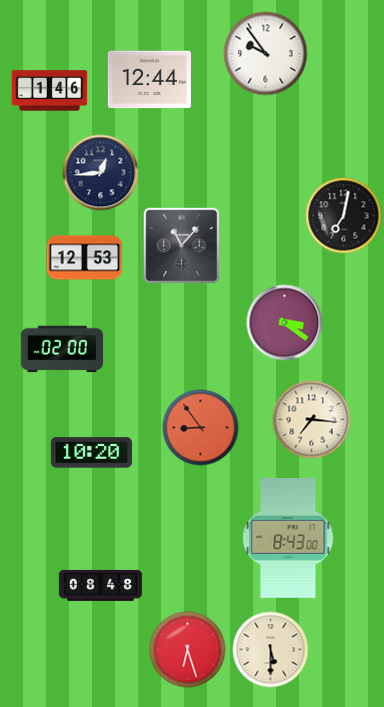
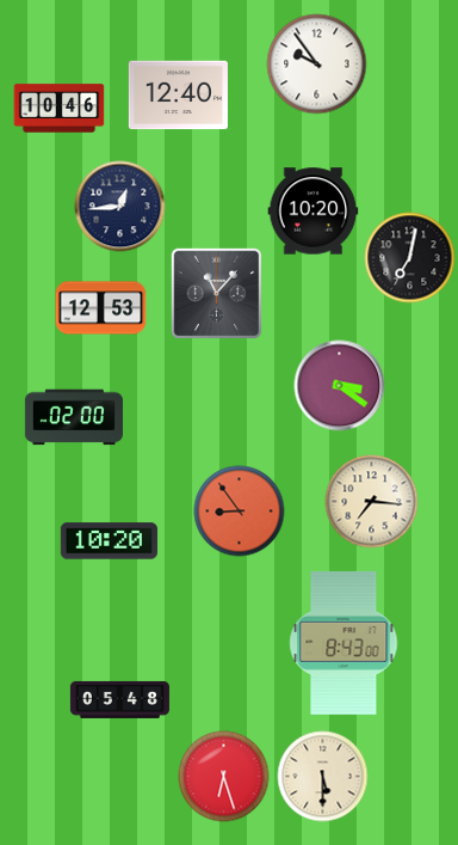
clock at (149, 80): 12:44 -> 12:40
clock at (50, 91): 1:46 -> 10:46
clock at (314, 212): none -> 10:20
clock at (100, 585): 08:48 -> 05:48
